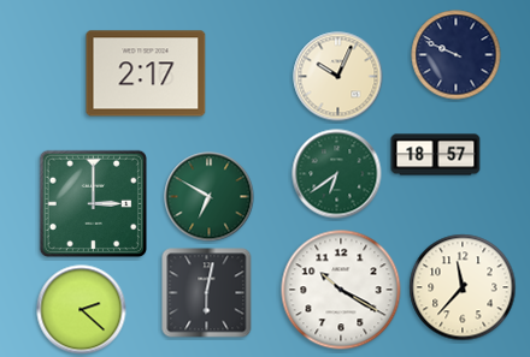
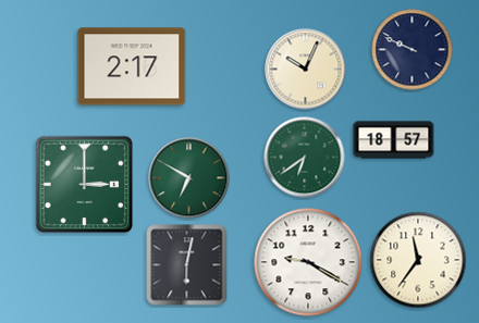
clock at (463, 287): 11:37 -> 11:36
clock at (341, 290): 10:20 -> 9:20
clock at (82, 310): 2:22 -> none
